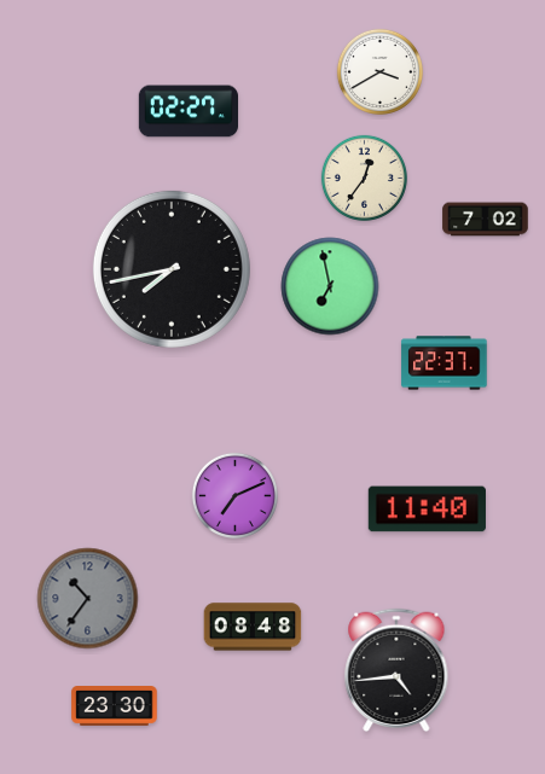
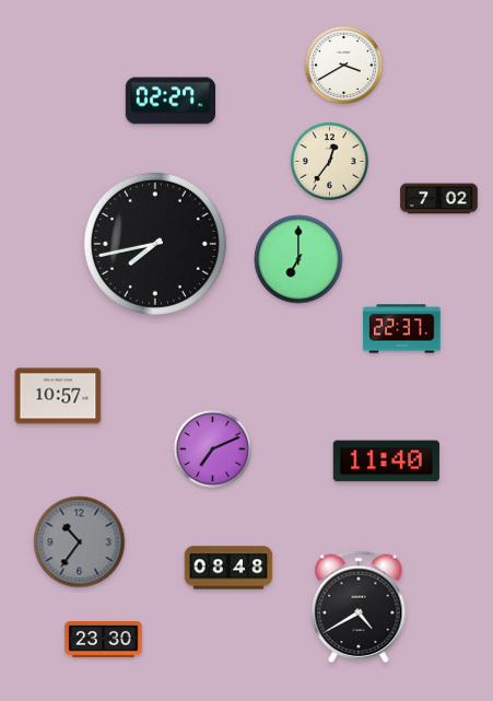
clock at (330, 286): 6:58 -> 7:00
clock at (58, 396): none -> 10:57
clock at (396, 670): 4:44 -> 4:40
